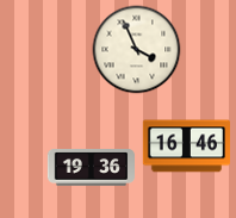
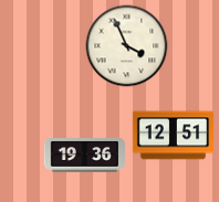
clock at (186, 147): 16:46 -> 12:51
